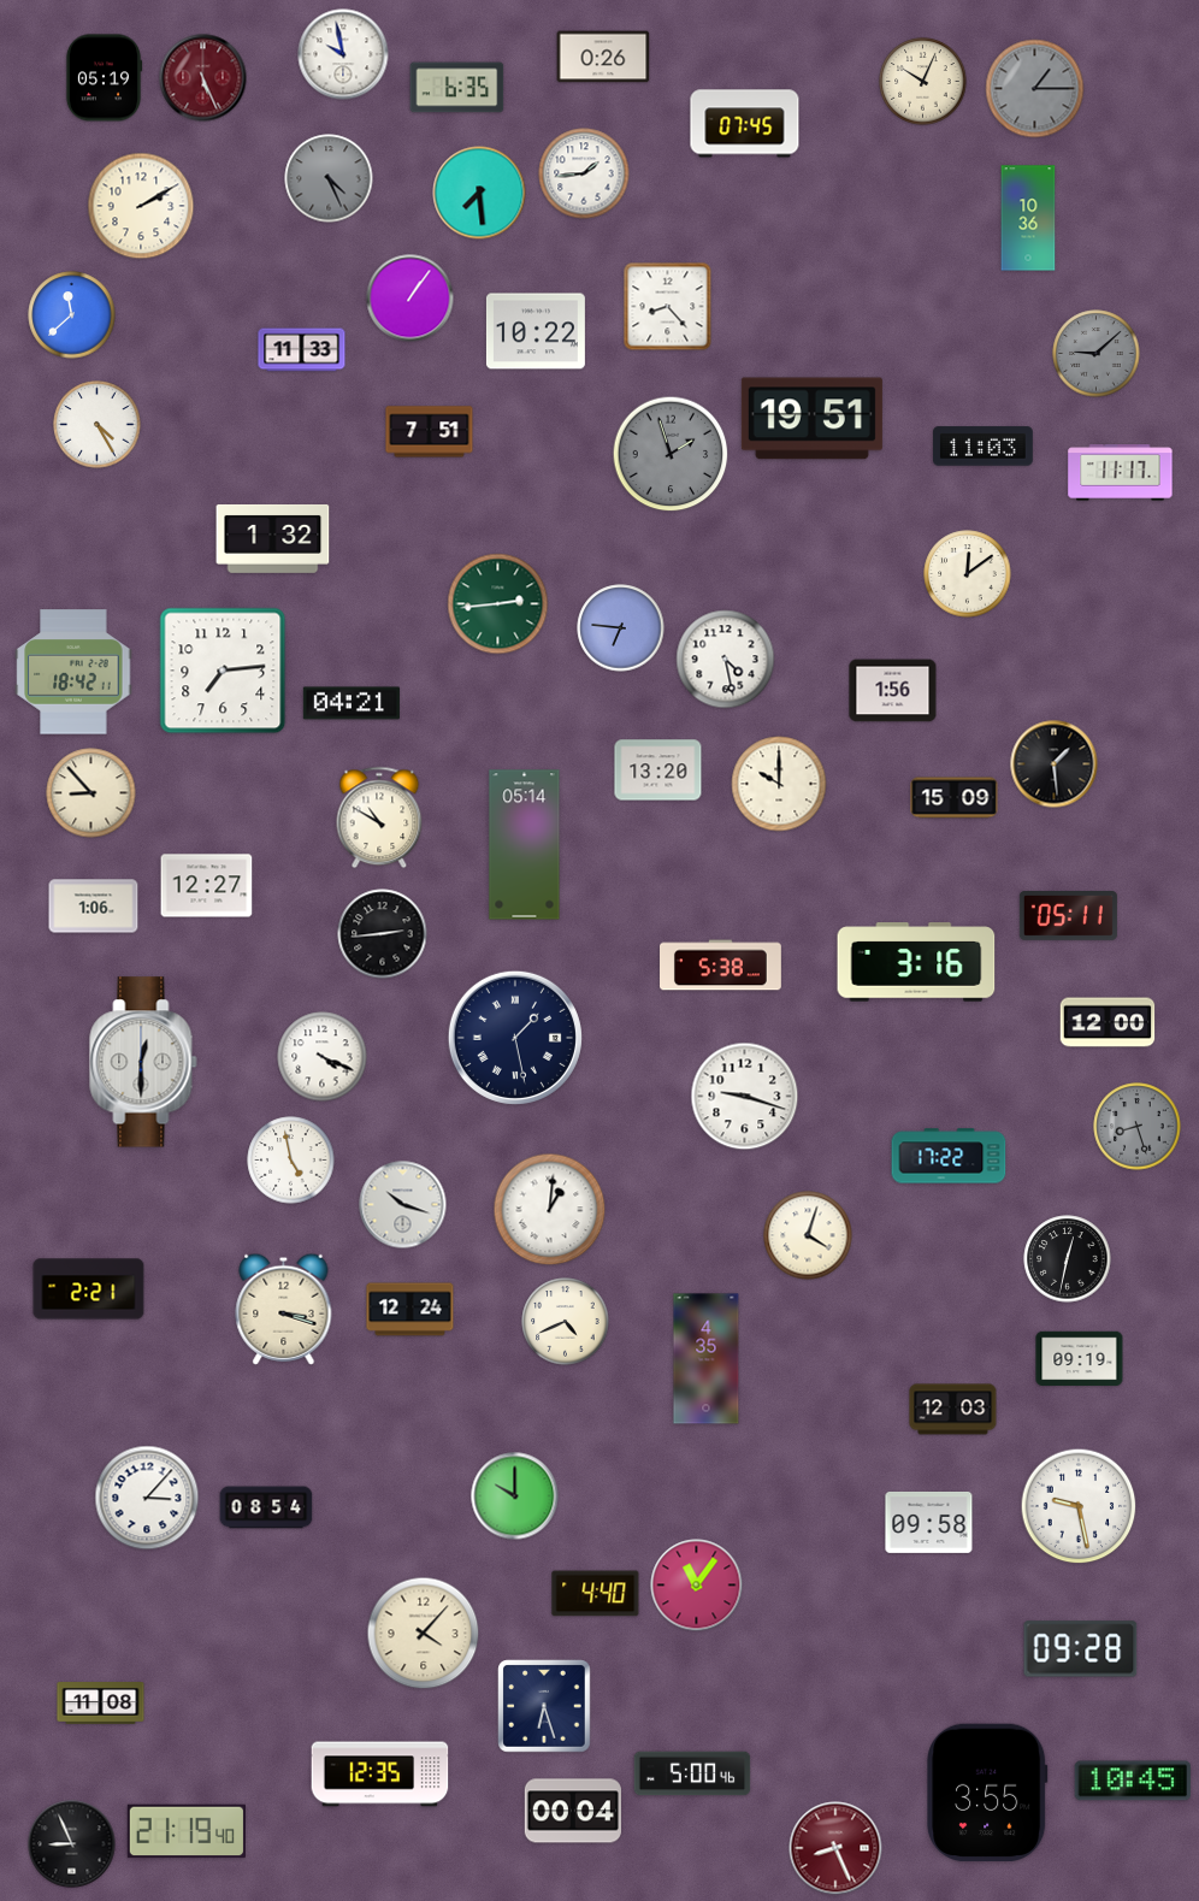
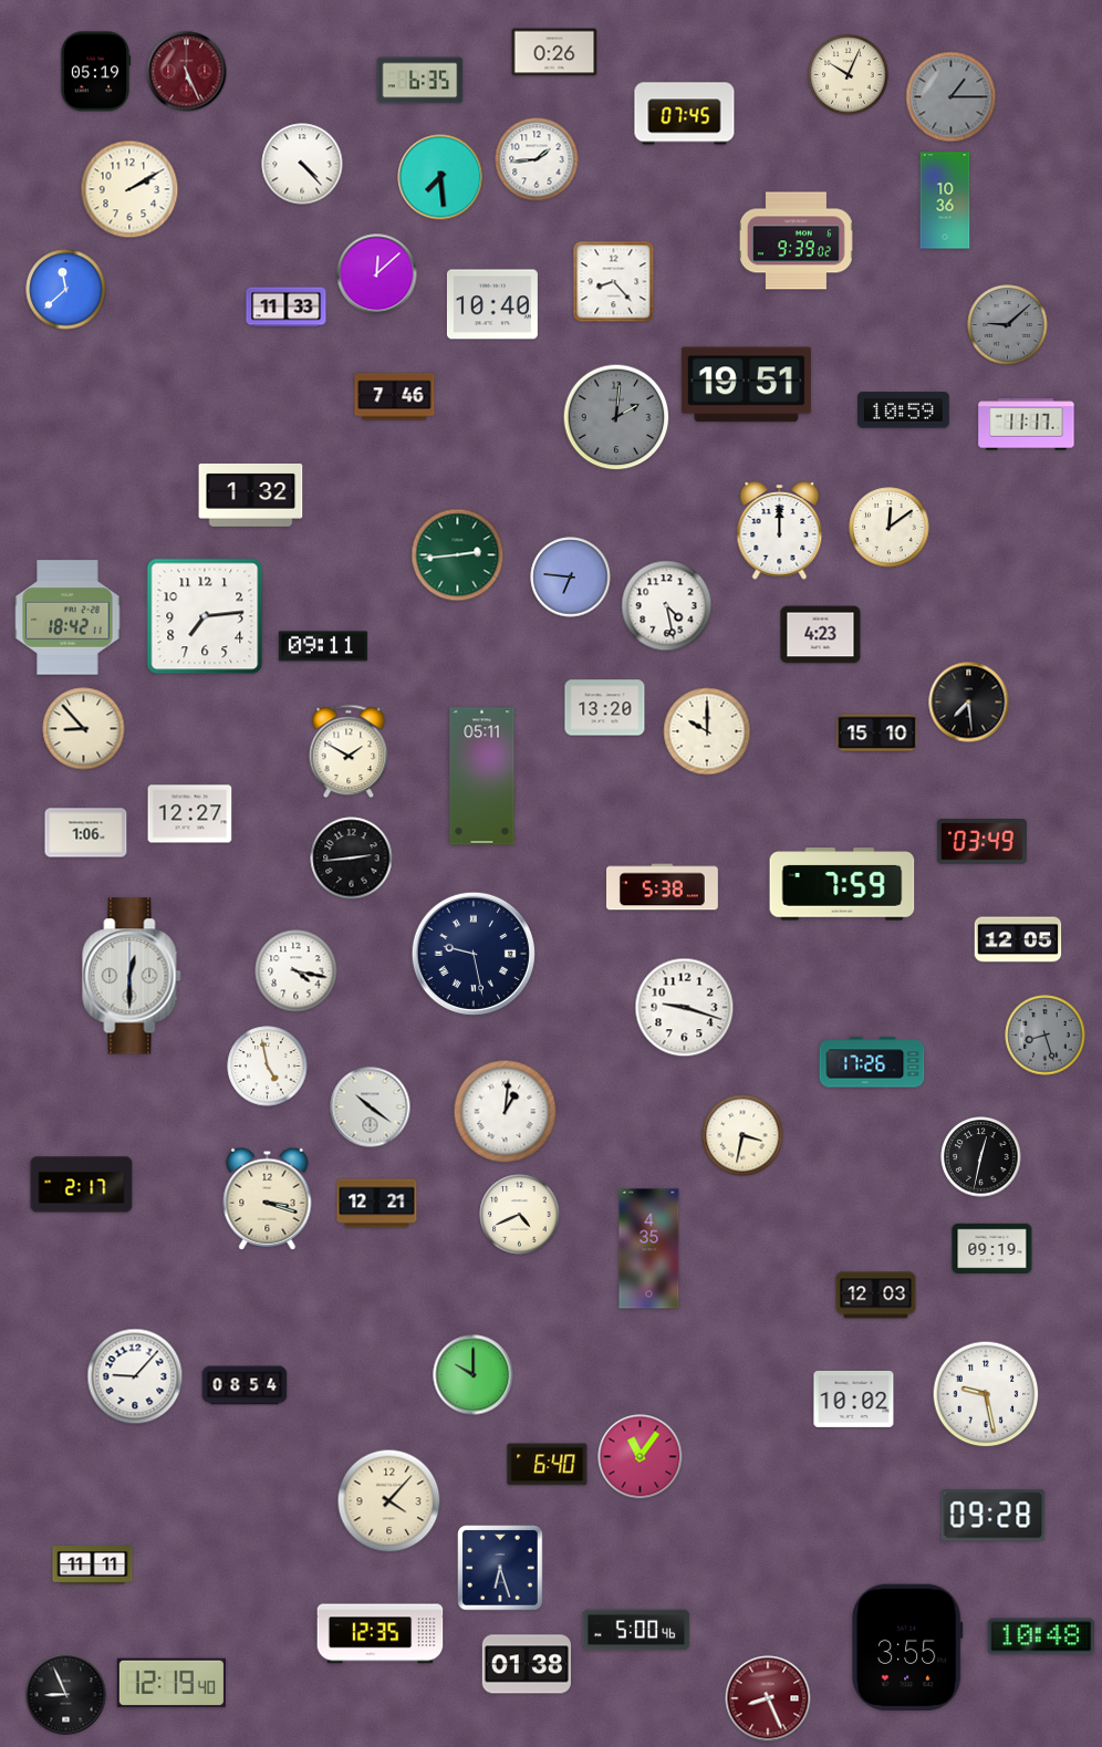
clock at (343, 54): 9:58 -> none
clock at (1035, 89) position: (1035, 89) -> (952, 97)
clock at (329, 178): 4:26 -> 4:23
clock at (329, 178) dial: grey -> white
clock at (796, 241): none -> 9:39
clock at (411, 299): 1:06 -> 12:08
clock at (536, 331): 10:22 -> 10:40
clock at (302, 350) position: (302, 350) -> (287, 308)
clock at (98, 425): 4:25 -> none
clock at (430, 432): 7:51 -> 7:46
clock at (982, 447): 11:03 -> 10:59
clock at (671, 454): 1:57 -> 2:01
clock at (1121, 473) position: (1121, 473) -> (1027, 425)
clock at (780, 531): none -> 12:00
clock at (893, 691): 1:56 -> 4:23
clock at (352, 703): 04:21 -> 09:11
clock at (1055, 764): 1:29 -> 7:29
clock at (779, 784) position: (779, 784) -> (707, 731)
clock at (955, 798): 15:09 -> 15:10
clock at (379, 817): 10:50 -> 1:50
clock at (525, 845): 05:14 -> 05:11
clock at (1068, 916): 05:11 -> 03:49
clock at (916, 962): 3:16 -> 7:59
clock at (1108, 1022): 12:00 -> 12:05
clock at (515, 1038): 1:28 -> 9:28
clock at (323, 1057): 4:19 -> 4:17
clock at (949, 1156): 17:22 -> 17:26
clock at (403, 1205): 10:18 -> 10:21
clock at (808, 1235): 4:03 -> 3:32
clock at (89, 1289): 2:21 -> 2:17
clock at (284, 1309) position: (284, 1309) -> (268, 1198)
clock at (411, 1310): 12:24 -> 12:21
clock at (147, 1498): 3:07 -> 9:07
clock at (1079, 1506) position: (1079, 1506) -> (986, 1394)
clock at (929, 1522): 09:58 -> 10:02
clock at (596, 1594): 4:40 -> 6:40
clock at (101, 1704): 11:08 -> 11:11
clock at (380, 1775) position: (380, 1775) -> (381, 1634)
clock at (1133, 1781): 10:45 -> 10:48
clock at (573, 1811): 00:04 -> 01:38
clock at (187, 1831): 21:19 -> 12:19
